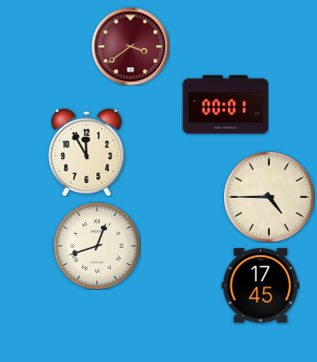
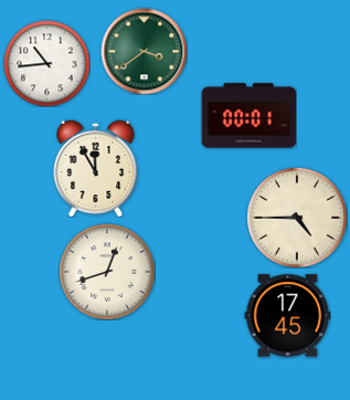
clock at (130, 46) dial: burgundy -> green
clock at (46, 63): none -> 10:44
